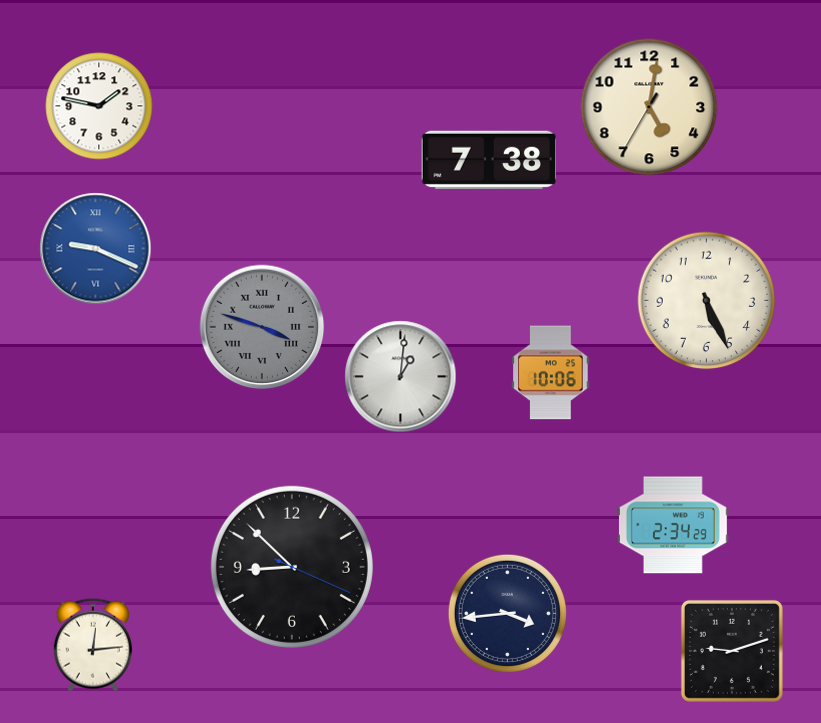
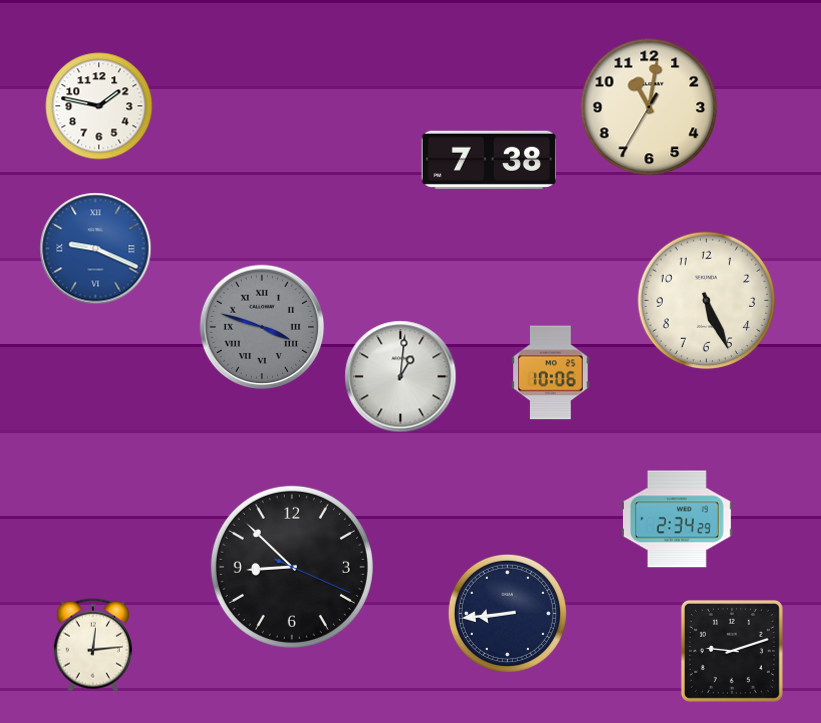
clock at (649, 107): 5:01 -> 11:01
clock at (673, 525) position: (673, 525) -> (677, 519)
clock at (507, 613): 3:44 -> 8:44
